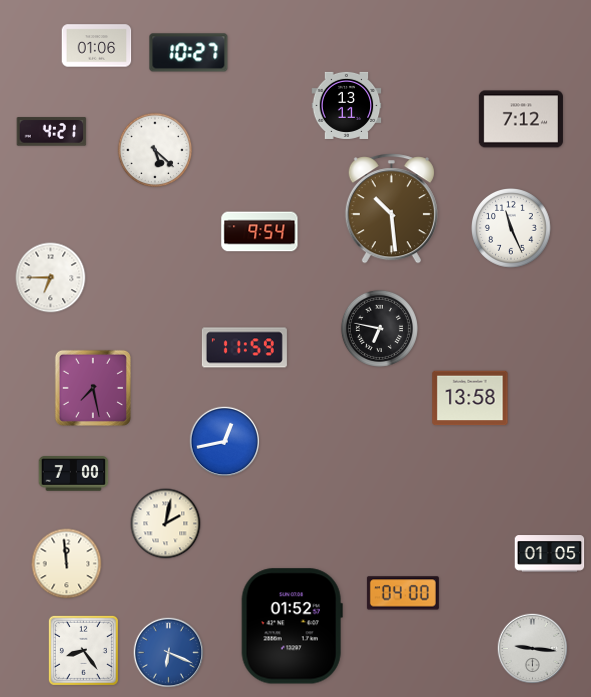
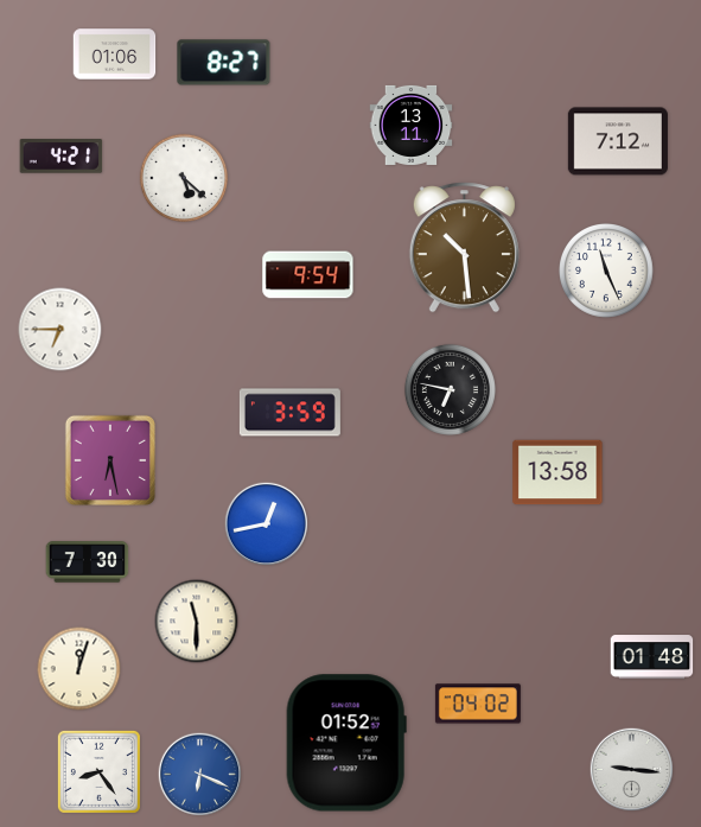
clock at (189, 53): 10:27 -> 8:27
clock at (244, 348): 11:59 -> 3:59
clock at (93, 388): 7:28 -> 6:28
clock at (74, 474): 7:00 -> 7:30
clock at (166, 524): 2:02 -> 11:30
clock at (550, 554): 01:05 -> 01:48
clock at (67, 564): 11:59 -> 12:03
clock at (403, 593): 04:00 -> 04:02
